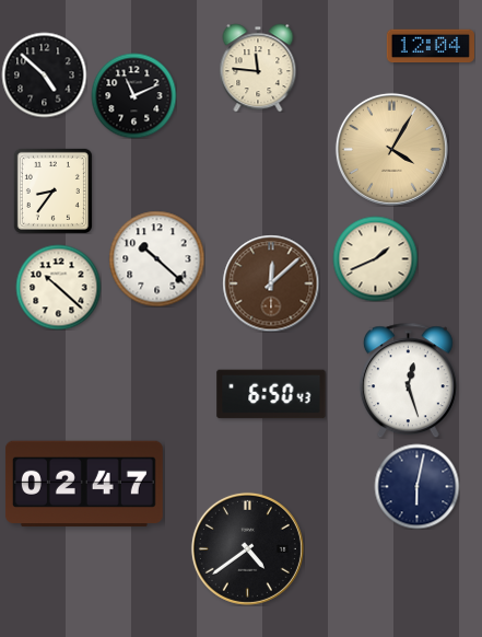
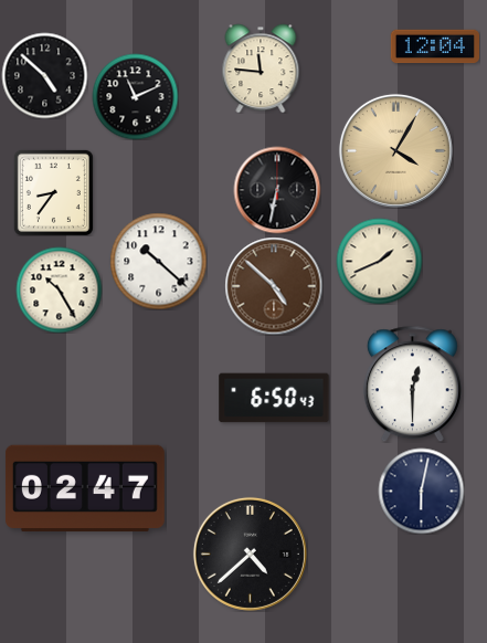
clock at (277, 190): none -> 6:32
clock at (271, 283): 12:08 -> 4:52
clock at (58, 287): 10:22 -> 10:25
clock at (408, 380): 12:27 -> 12:30
clock at (247, 548): 4:39 -> 4:38
